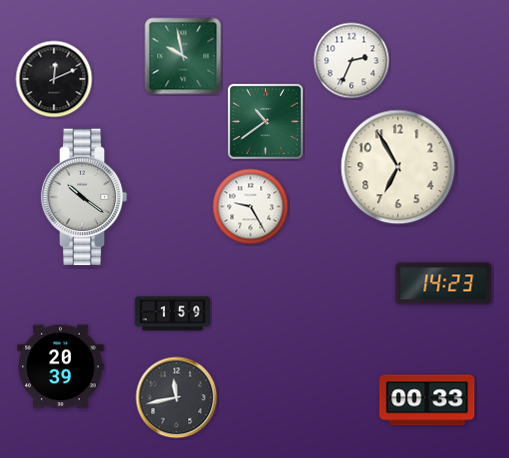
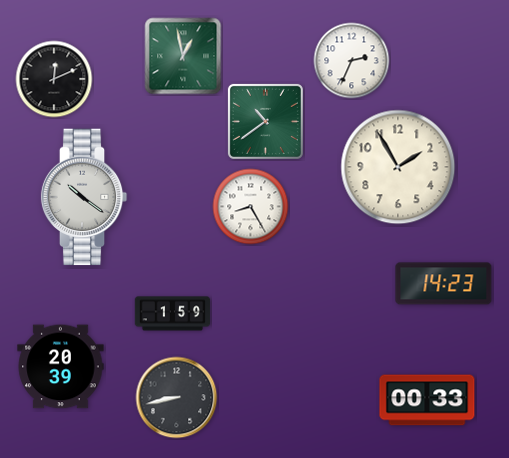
clock at (183, 56): 9:58 -> 12:58
clock at (398, 167): 6:55 -> 1:55
clock at (251, 207): 9:25 -> 8:25
clock at (177, 398): 11:43 -> 8:43
